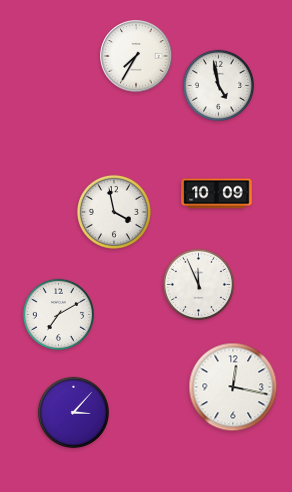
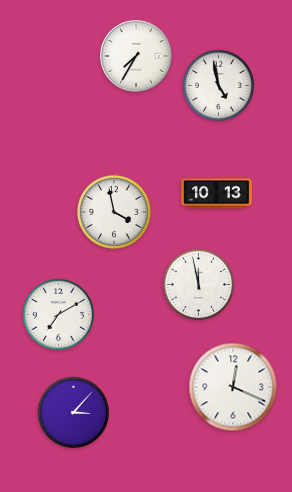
clock at (217, 194): 10:09 -> 10:13
clock at (198, 284): 11:56 -> 11:58
clock at (233, 387): 12:17 -> 12:19
